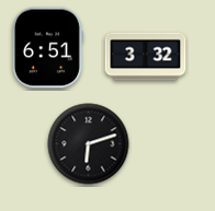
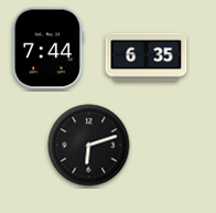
clock at (47, 48): 6:51 -> 7:44
clock at (146, 57): 3:32 -> 6:35
